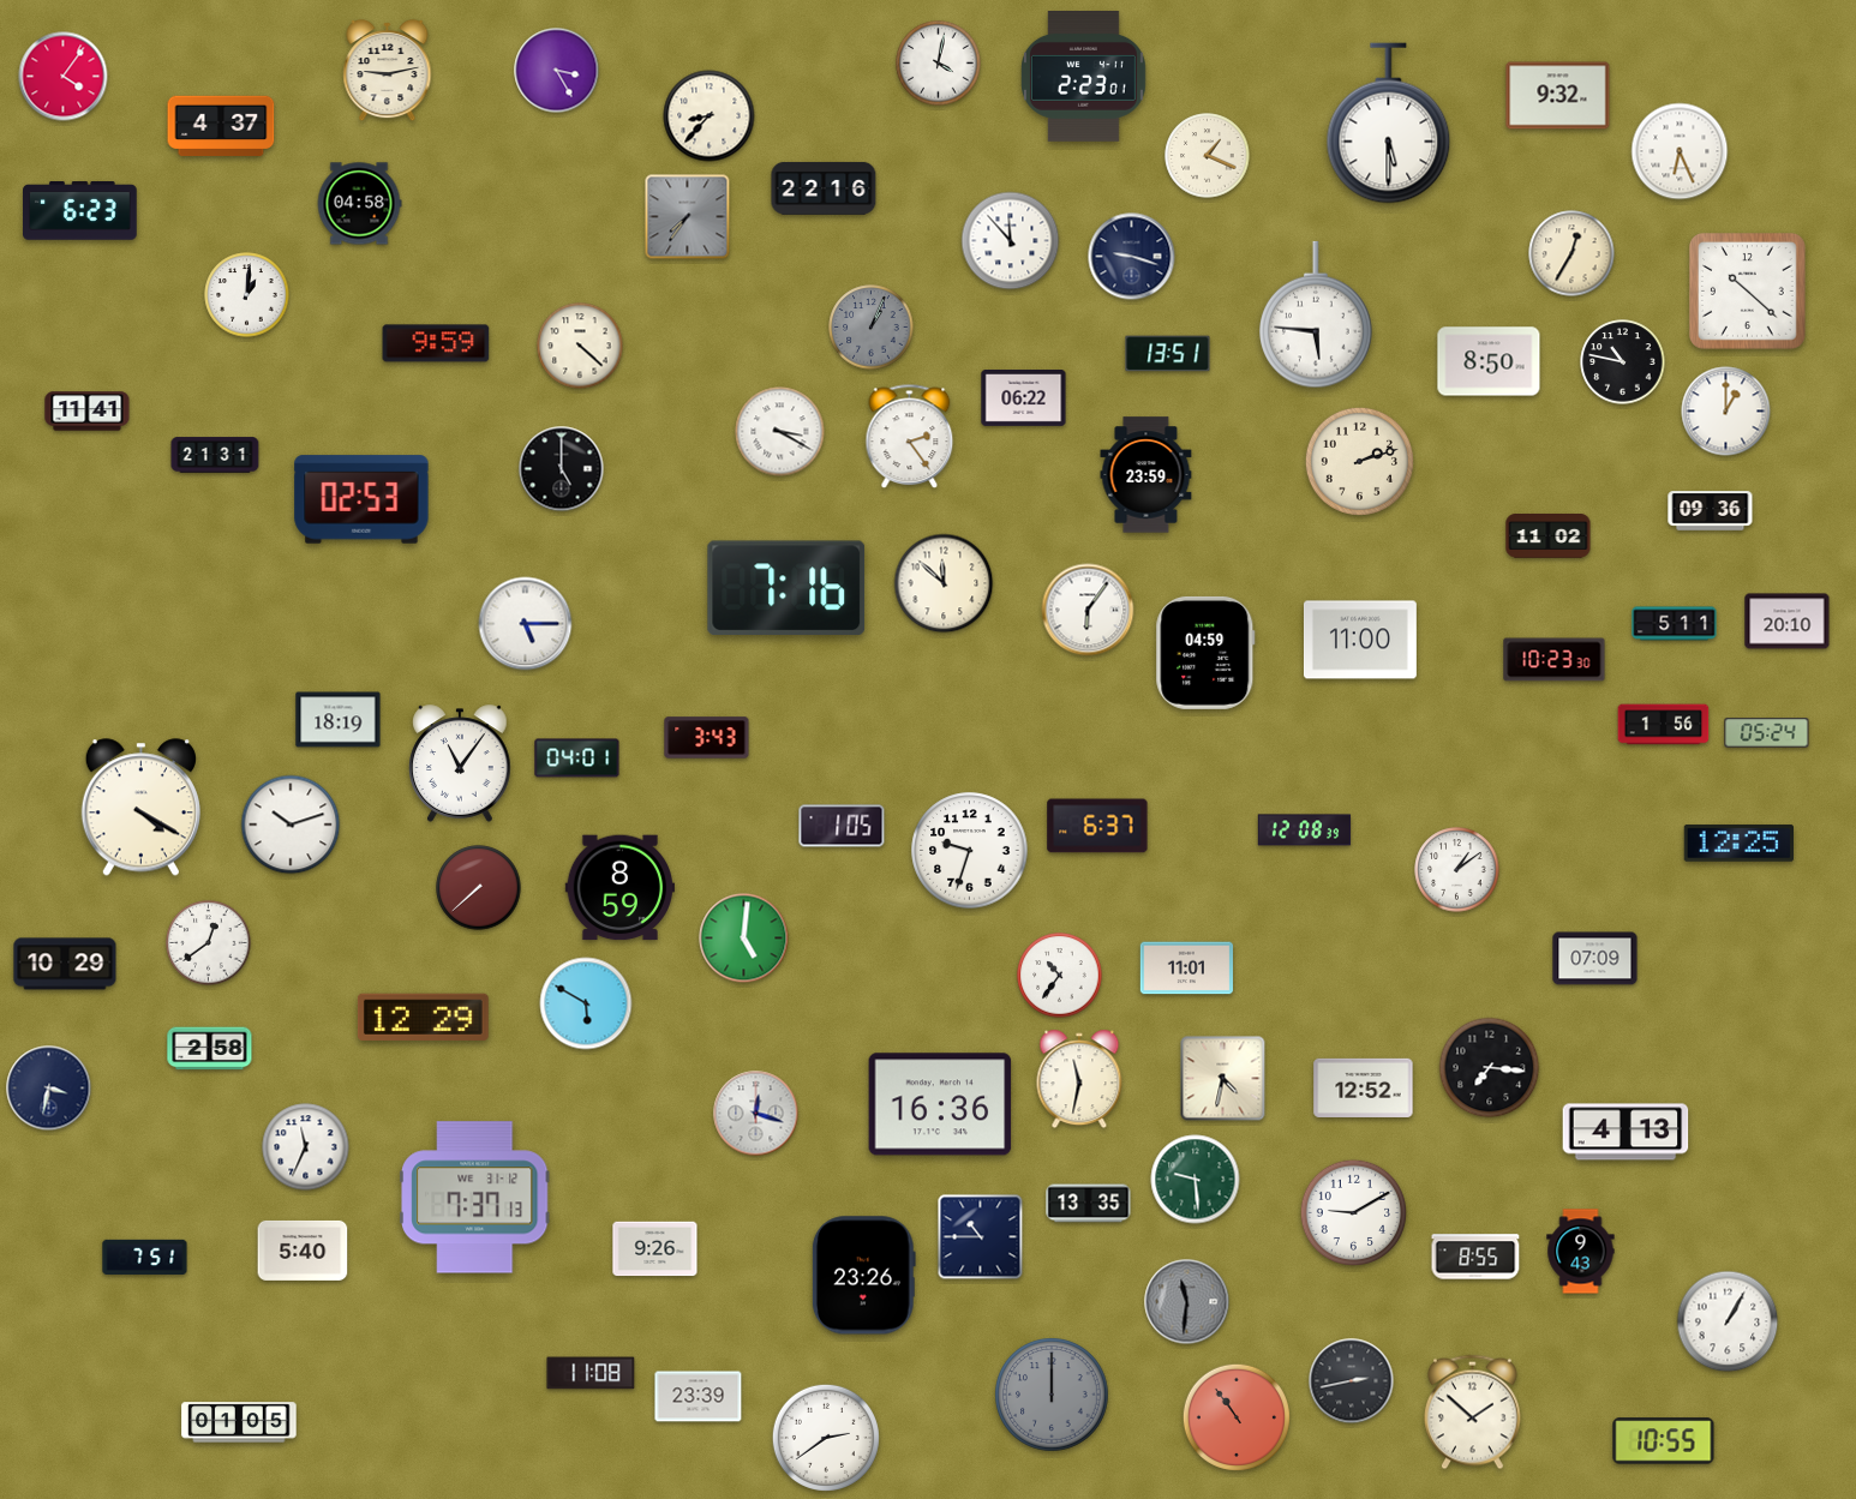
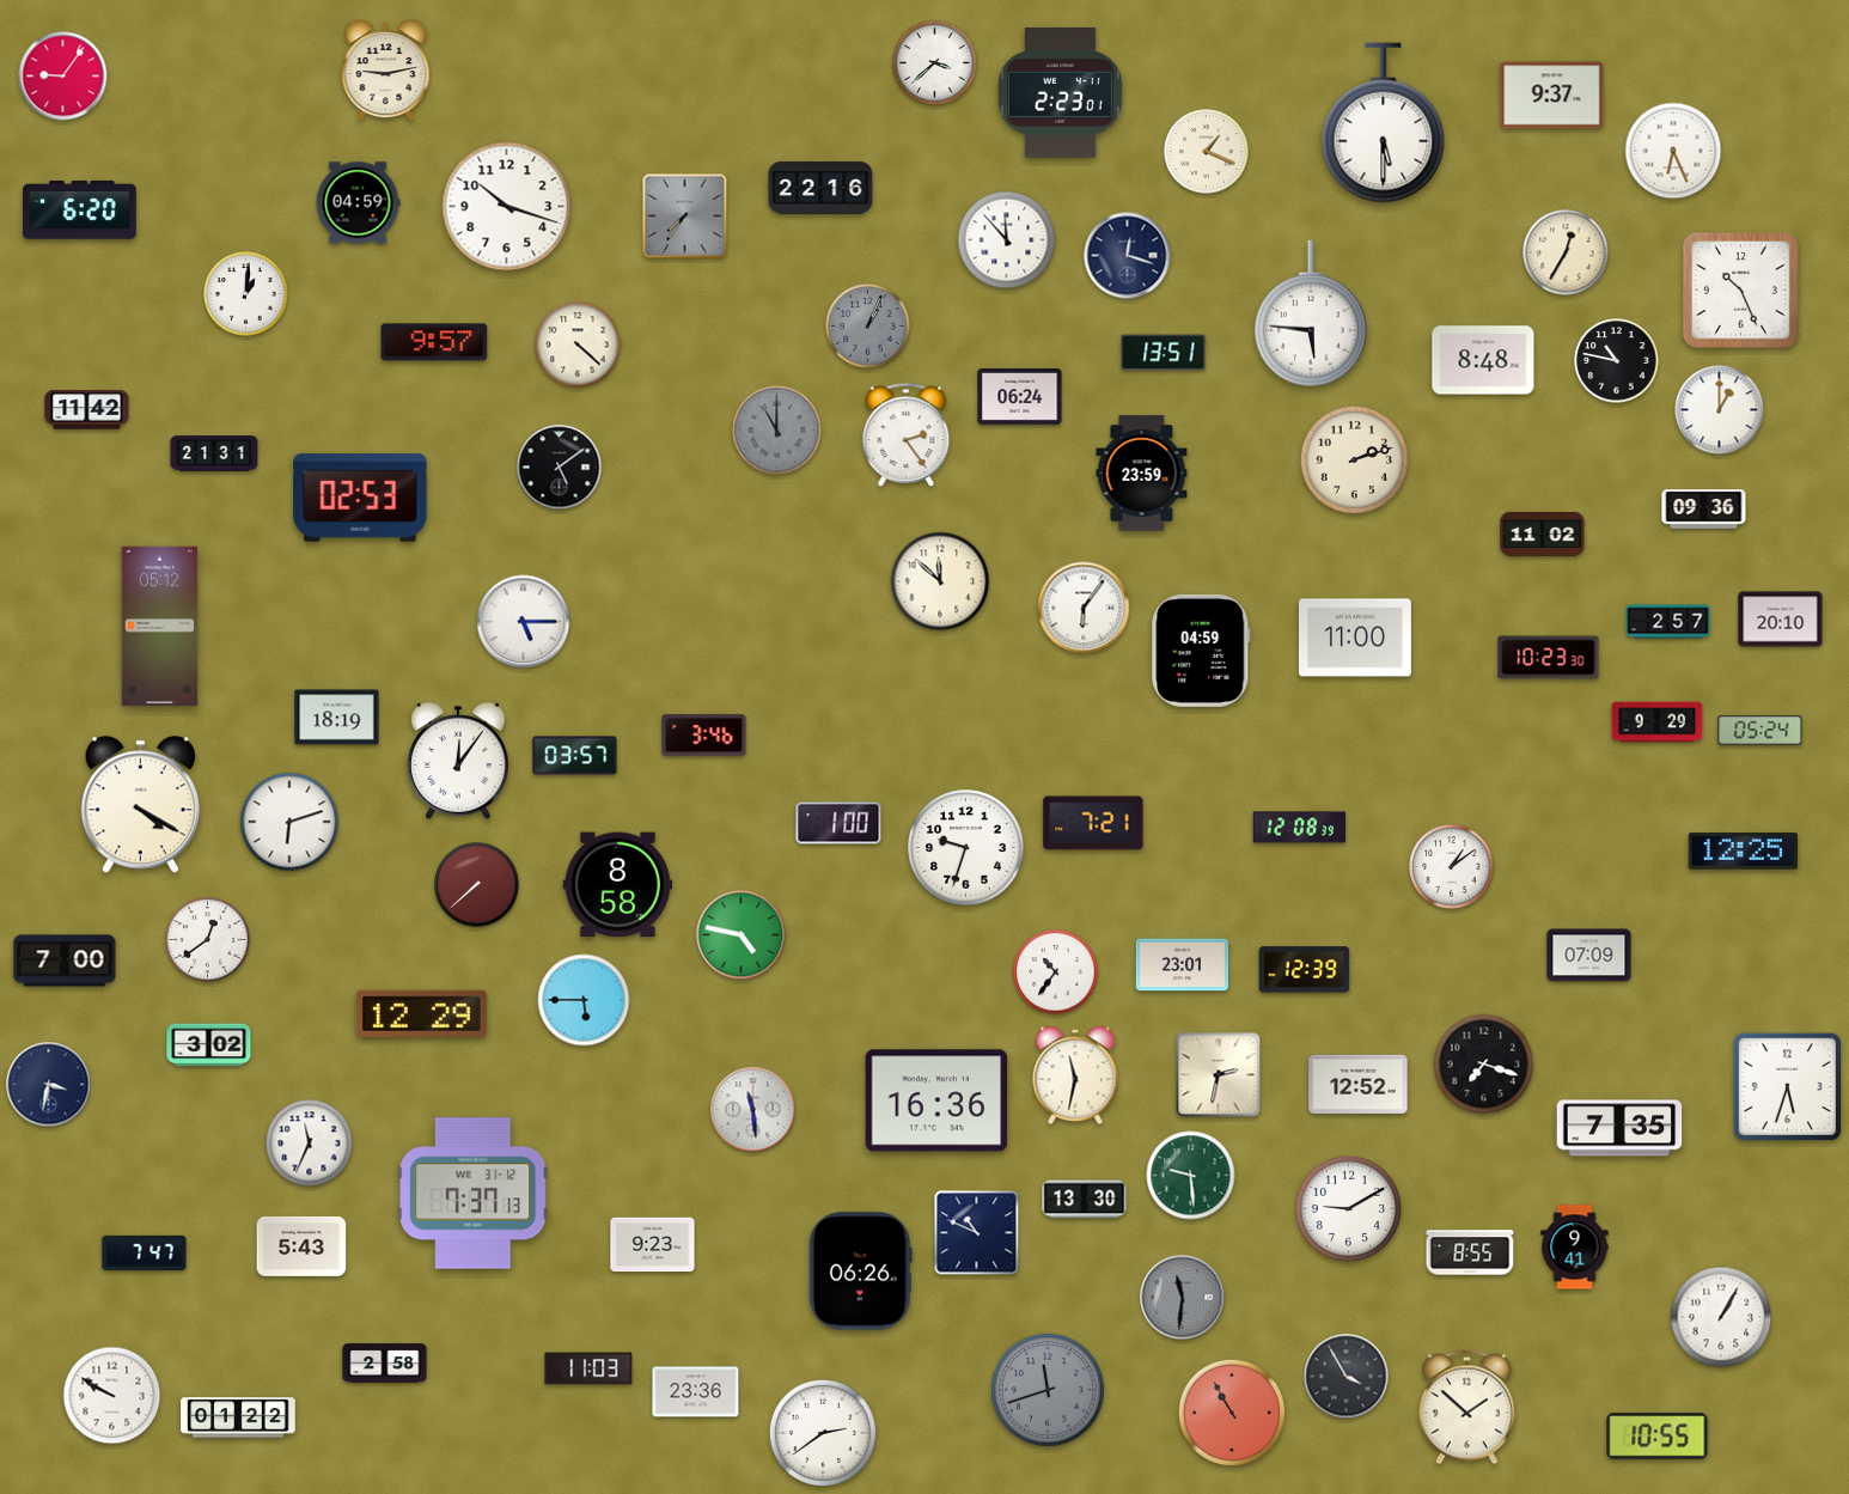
clock at (939, 64): 4:02 -> 3:38
clock at (557, 71): 3:25 -> none
clock at (64, 77): 4:06 -> 9:06
clock at (1084, 77) position: (1084, 77) -> (1061, 93)
clock at (1558, 96): 9:32 -> 9:37
clock at (710, 116): 8:37 -> none
clock at (221, 126): 4:37 -> none
clock at (1208, 156) position: (1208, 156) -> (1207, 152)
clock at (359, 204): 04:58 -> 04:59
clock at (507, 207): none -> 10:18
clock at (80, 211): 6:23 -> 6:20
clock at (1132, 257): 9:18 -> 12:18
clock at (1748, 292): 10:22 -> 10:26
clock at (436, 343): 9:59 -> 9:57
clock at (1489, 361): 8:50 -> 8:48
clock at (1024, 398): 06:22 -> 06:24
clock at (88, 412): 11:41 -> 11:42
clock at (780, 432): 3:20 -> 11:00
clock at (780, 432) dial: white -> grey
clock at (562, 469): 5:00 -> 5:09
clock at (786, 588): 7:16 -> none
clock at (1675, 624): 5:11 -> 2:57
clock at (160, 627): none -> 05:12
clock at (1664, 725): 1:56 -> 9:29
clock at (707, 738): 3:43 -> 3:46
clock at (577, 759): 04:01 -> 03:57
clock at (460, 763): 11:06 -> 12:06
clock at (291, 825): 10:12 -> 6:12
clock at (842, 826): 1:05 -> 1:00
clock at (1097, 826): 6:37 -> 7:21
clock at (1738, 844) position: (1738, 844) -> (1743, 852)
clock at (619, 888): 8:59 -> 8:58
clock at (744, 939): 5:01 -> 4:47
clock at (65, 964): 10:29 -> 7:00
clock at (1187, 969): 11:01 -> 23:01
clock at (1305, 970): none -> 12:39
clock at (586, 1003): 5:50 -> 5:45
clock at (210, 1049): 2:58 -> 3:02
clock at (1490, 1068): 7:16 -> 7:18
clock at (1223, 1079): 4:32 -> 2:32
clock at (1787, 1086): none -> 5:33
clock at (756, 1114): 12:18 -> 11:29
clock at (1626, 1132): 4:13 -> 7:35
clock at (306, 1147) position: (306, 1147) -> (310, 1144)
clock at (1089, 1204): 13:35 -> 13:30
clock at (981, 1237): 10:45 -> 10:49
clock at (655, 1249): 9:26 -> 9:23
clock at (303, 1251): 5:40 -> 5:43
clock at (1581, 1252): 9:43 -> 9:41
clock at (145, 1257): 7:51 -> 7:47
clock at (863, 1276): 23:26 -> 06:26
clock at (385, 1364): none -> 2:58
clock at (591, 1373): 11:08 -> 11:03
clock at (1352, 1381): 2:43 -> 3:55
clock at (1052, 1395): 12:00 -> 11:42
clock at (699, 1397): 23:39 -> 23:36
clock at (112, 1396): none -> 9:50
clock at (1237, 1417): 10:54 -> 10:55
clock at (239, 1422): 01:05 -> 01:22
